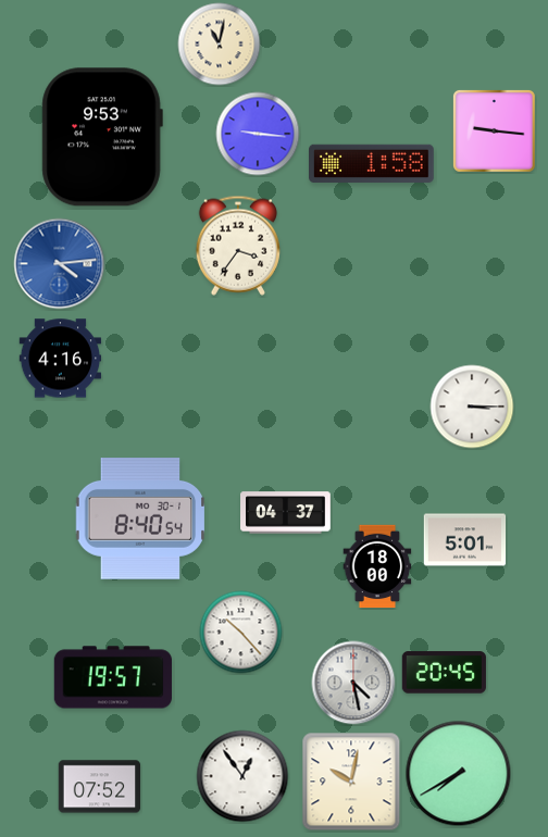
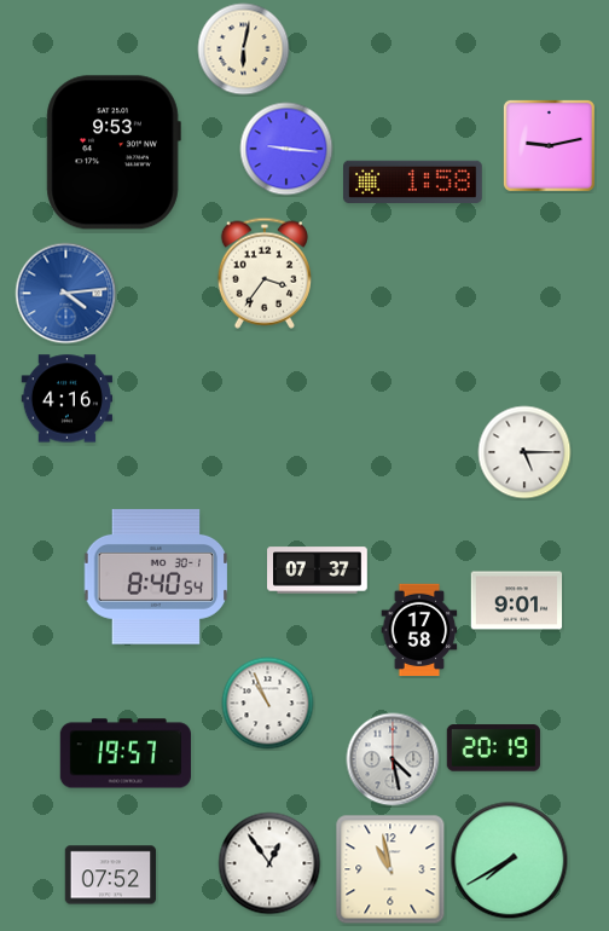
clock at (220, 45): 11:02 -> 6:02
clock at (494, 130): 9:16 -> 9:13
clock at (472, 407): 3:15 -> 5:15
clock at (286, 513): 04:37 -> 07:37
clock at (465, 540): 5:01 -> 9:01
clock at (377, 566): 18:00 -> 17:58
clock at (241, 633): 10:23 -> 10:56
clock at (444, 673): 20:45 -> 20:19
clock at (351, 782): 10:02 -> 10:58
